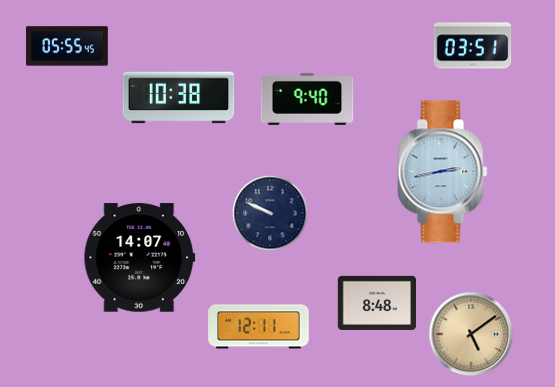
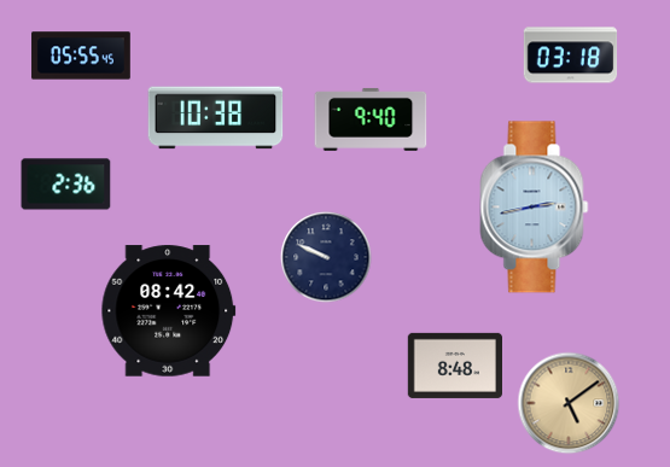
clock at (473, 46): 03:51 -> 03:18
clock at (66, 185): none -> 2:36
clock at (140, 258): 14:07 -> 08:42
clock at (259, 327): 12:11 -> none
